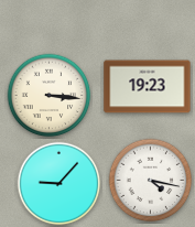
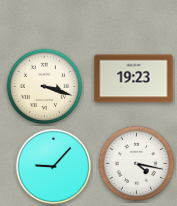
clock at (50, 96): 3:16 -> 3:18
